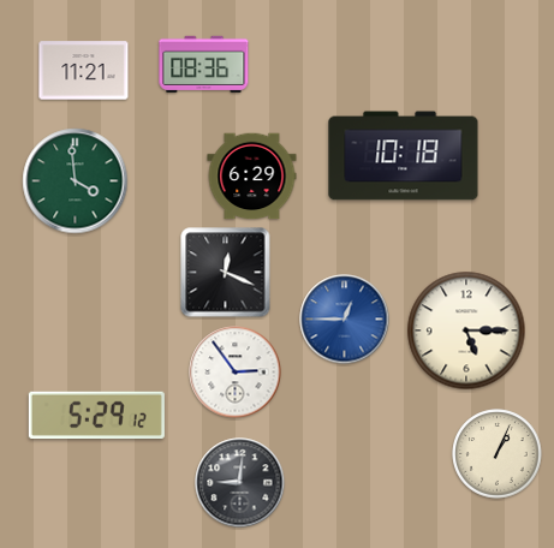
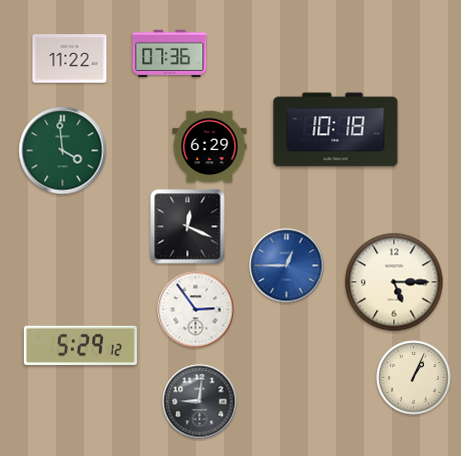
clock at (204, 64): 08:36 -> 07:36
clock at (84, 71): 11:21 -> 11:22
clock at (466, 330) position: (466, 330) -> (394, 282)
